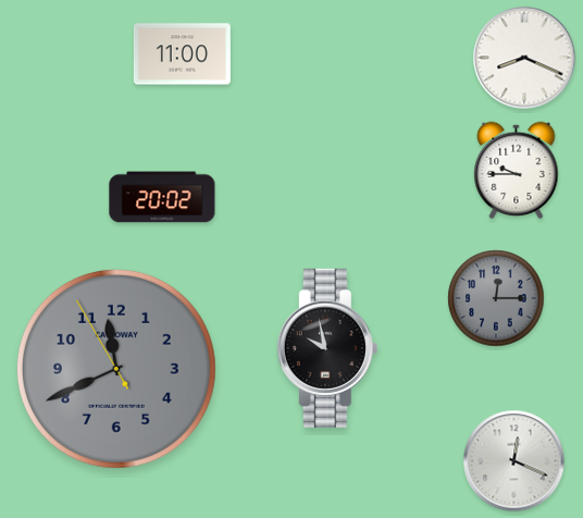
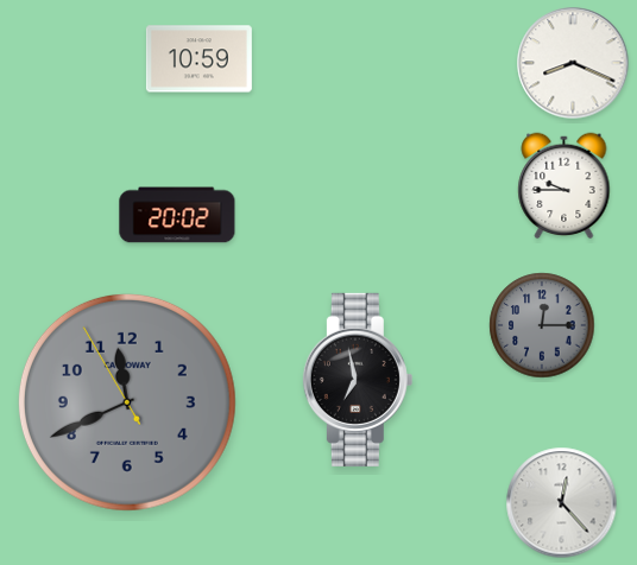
clock at (182, 54): 11:00 -> 10:59
clock at (327, 348): 9:58 -> 6:58
clock at (514, 461): 12:19 -> 12:23
